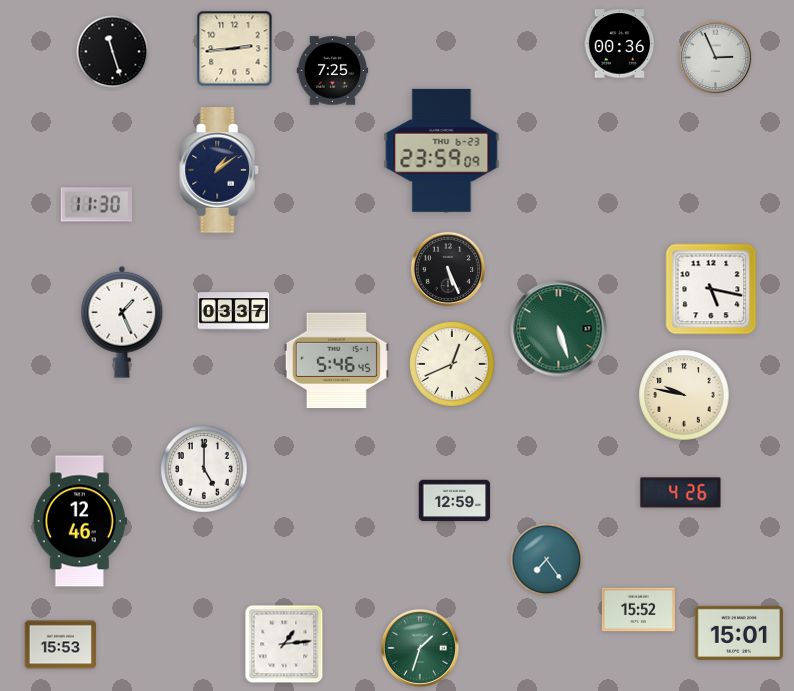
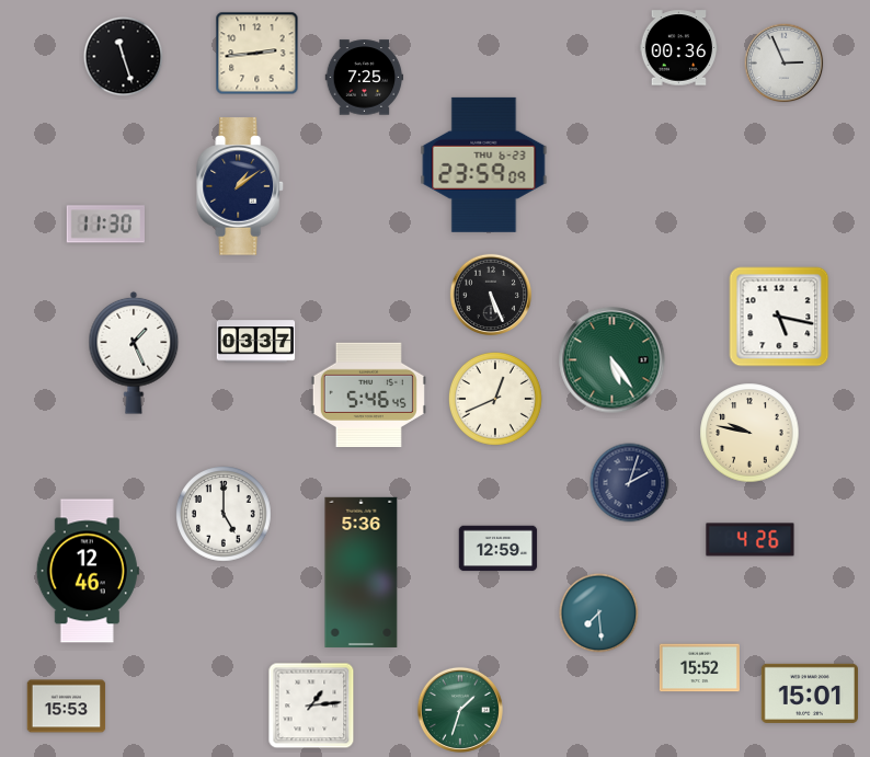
clock at (559, 329): 5:27 -> 5:24
clock at (630, 483): none -> 2:03
clock at (681, 493) position: (681, 493) -> (751, 540)
clock at (362, 572): none -> 5:36
clock at (547, 560): 7:24 -> 7:29
